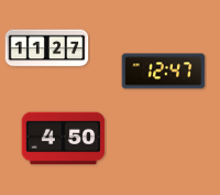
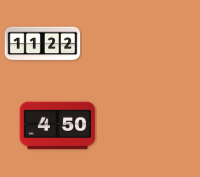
clock at (47, 48): 11:27 -> 11:22
clock at (164, 72): 12:47 -> none
